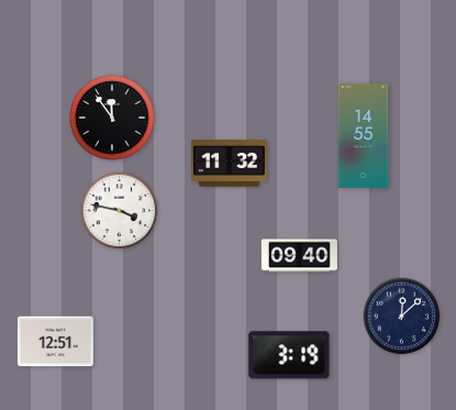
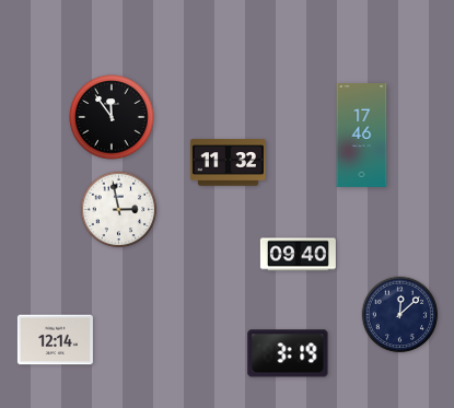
clock at (364, 136): 14:55 -> 17:46
clock at (120, 211): 3:47 -> 2:58
clock at (55, 342): 12:51 -> 12:14
